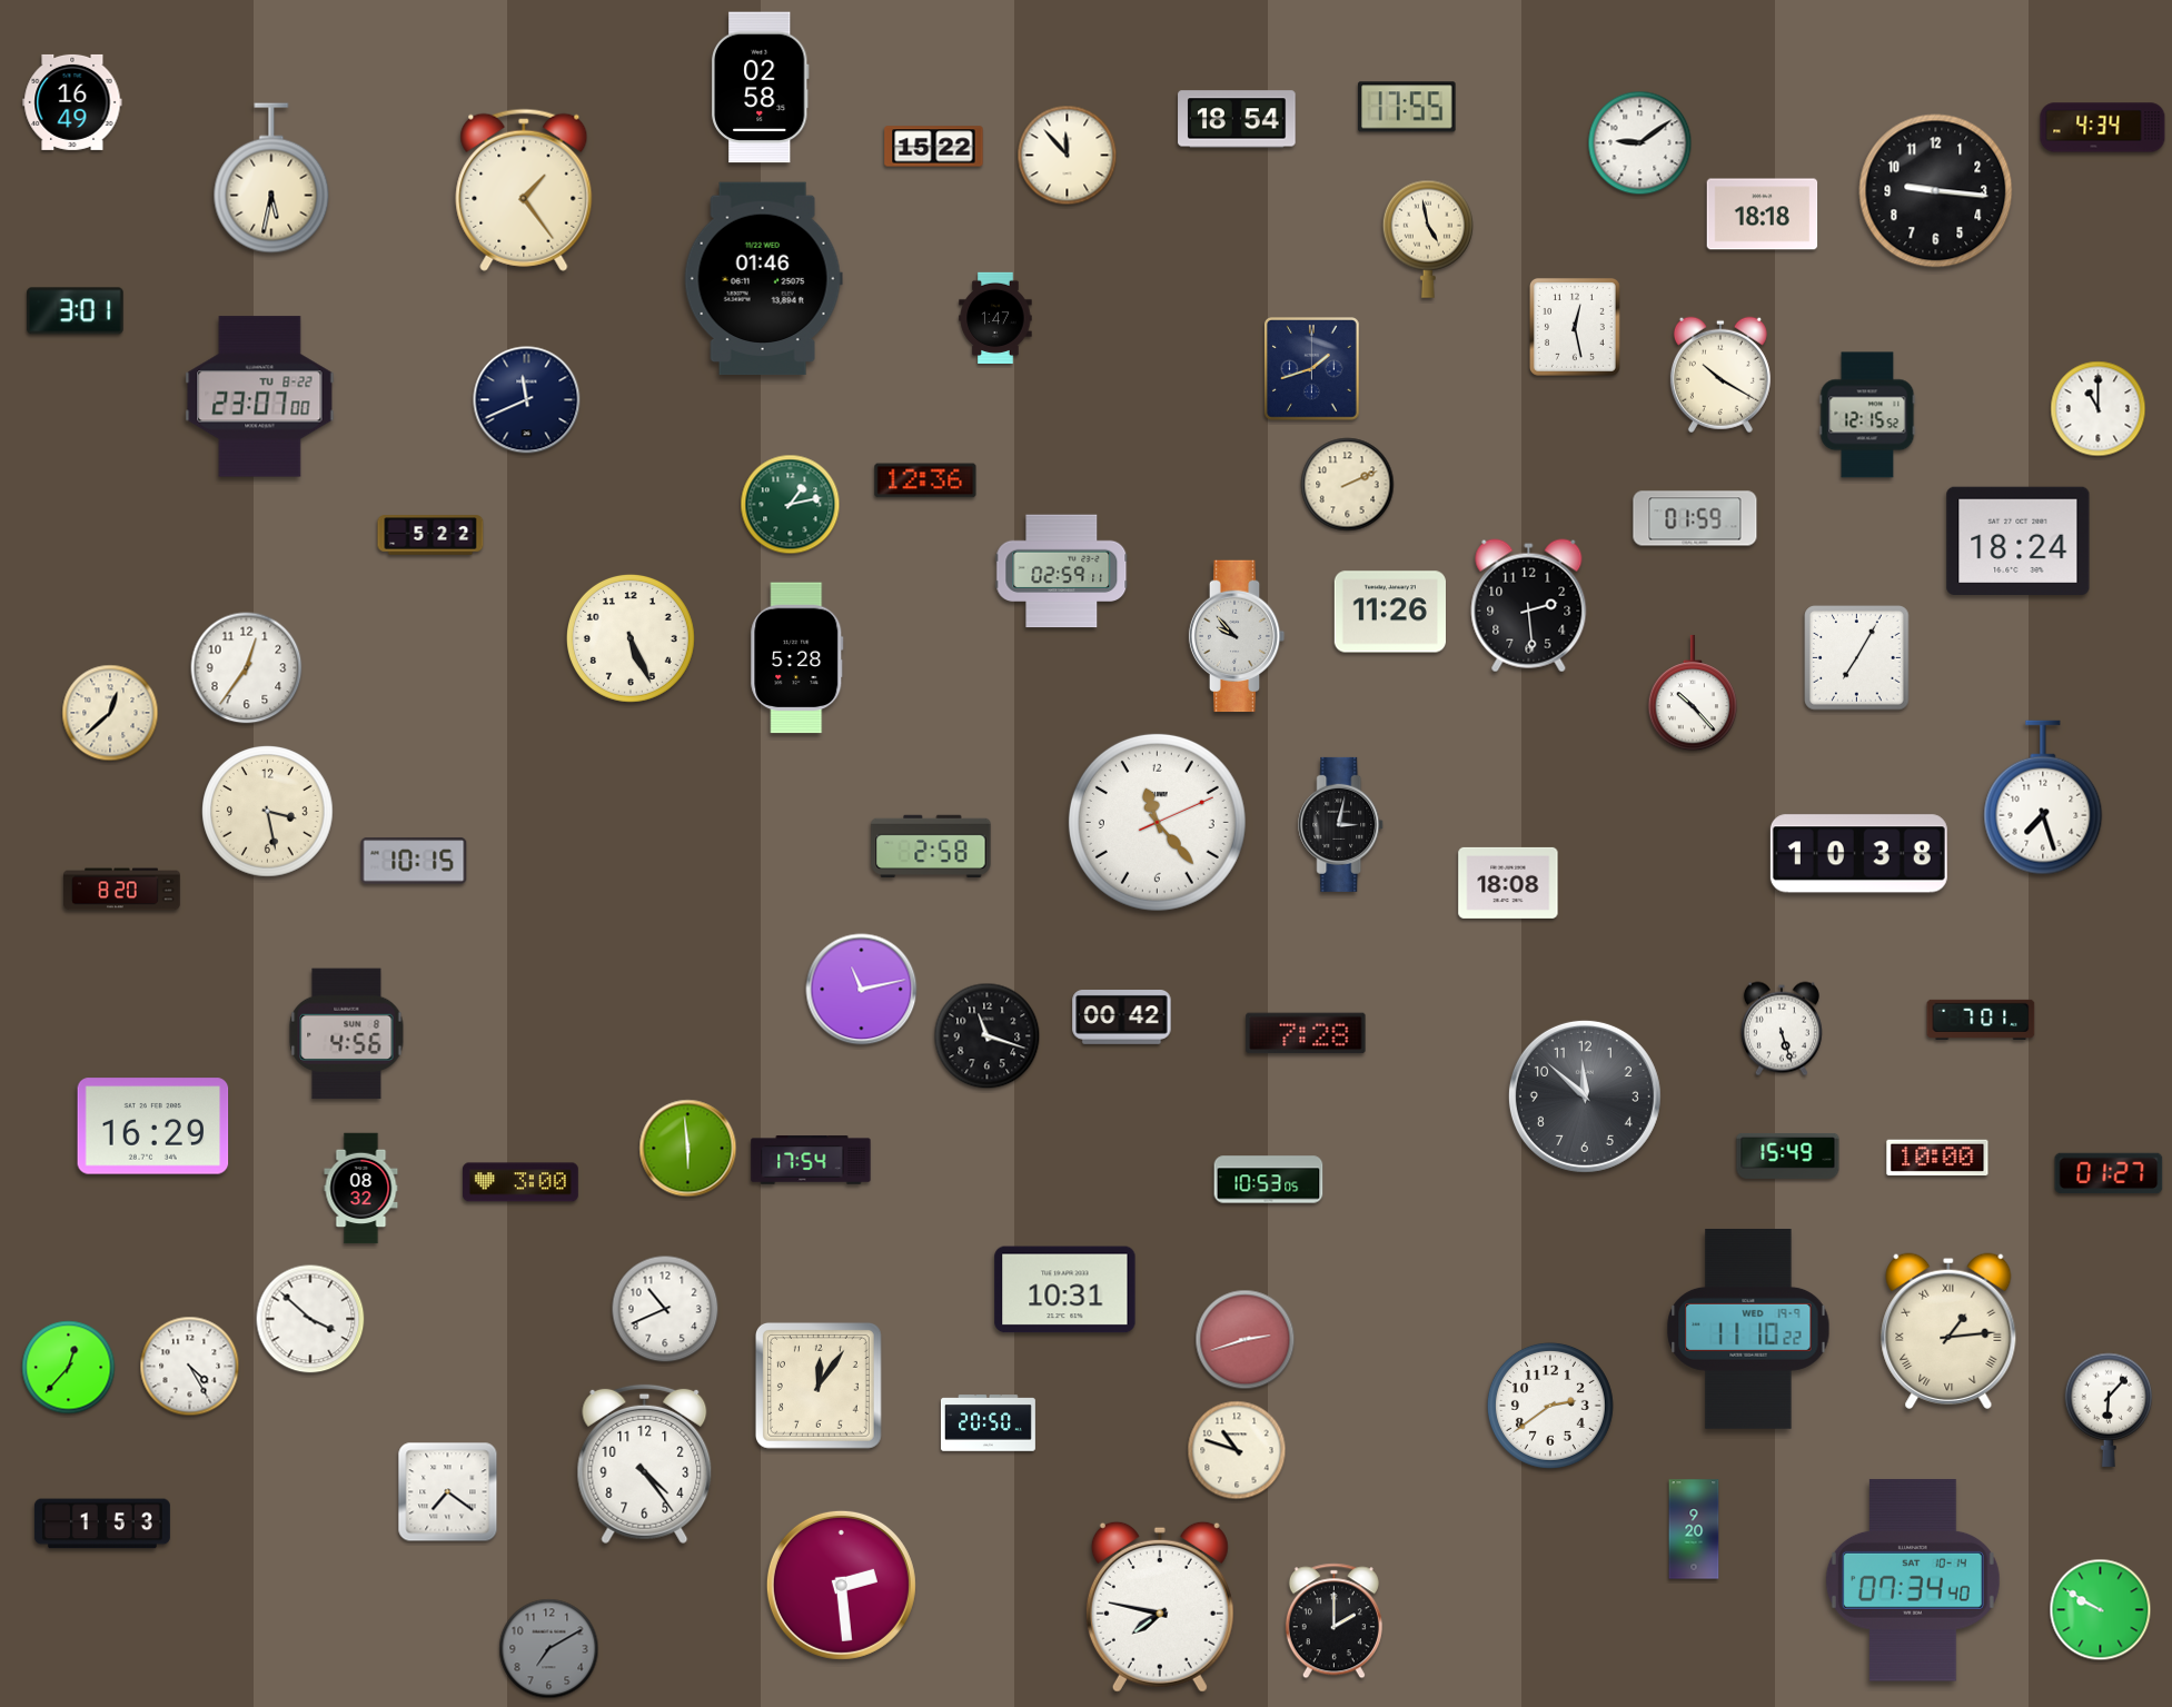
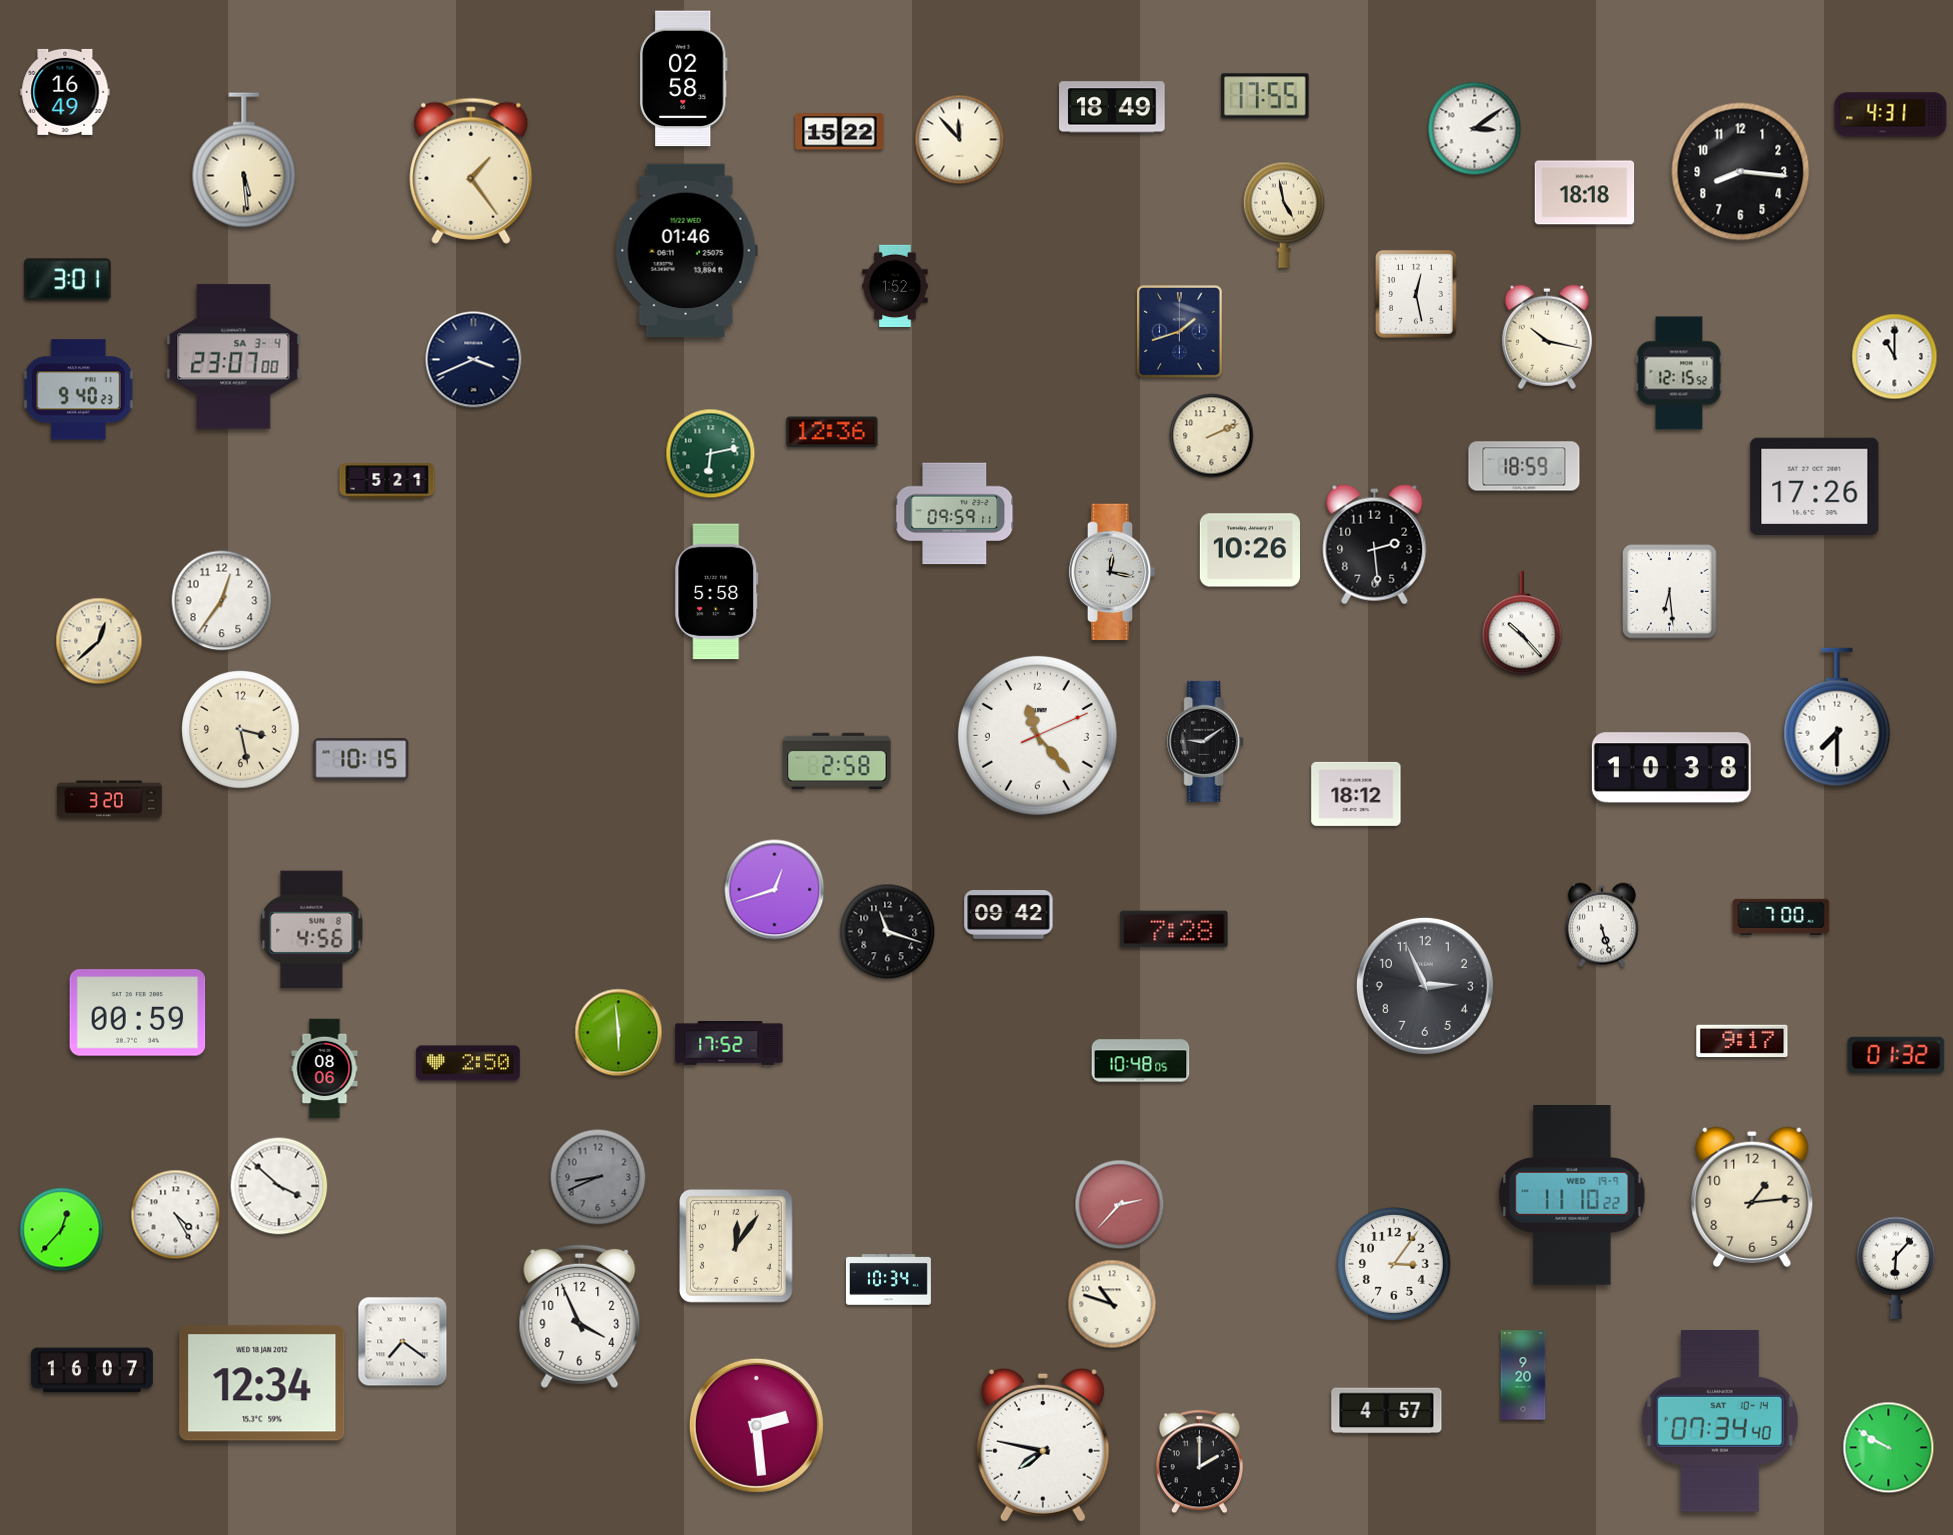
clock at (1237, 119): 18:54 -> 18:49
clock at (2103, 128): 4:34 -> 4:31
clock at (1640, 143): 9:09 -> 3:09
clock at (271, 178): 5:32 -> 5:29
clock at (1936, 191): 9:16 -> 8:16
clock at (995, 317): 1:47 -> 1:52
clock at (1720, 375): 10:20 -> 10:17
clock at (260, 397) date: TU 8-22 -> SA 3-4
clock at (527, 400): 11:41 -> 3:41
clock at (2099, 409) position: (2099, 409) -> (1895, 357)
clock at (79, 390): none -> 9:40
clock at (791, 505): 1:13 -> 6:13
clock at (1695, 518): 01:59 -> 18:59
clock at (430, 535): 5:22 -> 5:21
clock at (2019, 540): 18:24 -> 17:26
clock at (1062, 572): 02:59 -> 09:59
clock at (1389, 612): 11:26 -> 10:26
clock at (1237, 636): 9:53 -> 12:17
clock at (631, 638): 5:26 -> none
clock at (797, 658): 5:28 -> 5:58
clock at (1857, 658): 7:05 -> 6:29
clock at (2043, 797): 7:27 -> 7:30
clock at (1157, 822) position: (1157, 822) -> (1037, 735)
clock at (1341, 824): 3:02 -> 9:09
clock at (414, 861) position: (414, 861) -> (361, 759)
clock at (1508, 883): 18:08 -> 18:12
clock at (122, 890): 8:20 -> 3:20
clock at (862, 990): 11:13 -> 12:42
clock at (1122, 1018): 00:42 -> 09:42
clock at (1981, 1020): 7:01 -> 7:00
clock at (1585, 1096): 11:52 -> 2:56
clock at (153, 1127): 16:29 -> 00:59
clock at (1788, 1155): 15:49 -> none
clock at (1937, 1158): 10:00 -> 9:17
clock at (811, 1160): 17:54 -> 17:52
clock at (2109, 1173): 01:27 -> 01:32
clock at (1269, 1180): 10:53 -> 10:48
clock at (520, 1182): 3:00 -> 2:50
clock at (361, 1189): 08:32 -> 08:06
clock at (1065, 1290): 10:31 -> none
clock at (665, 1309): 10:41 -> 8:41
clock at (665, 1309) dial: white -> grey
clock at (1948, 1331) numerals: Roman -> Arabic
clock at (1246, 1340): 2:42 -> 2:37
clock at (190, 1367) position: (190, 1367) -> (176, 1215)
clock at (1550, 1406): 2:39 -> 3:06
clock at (988, 1423): 20:50 -> 10:34
clock at (645, 1465): 4:24 -> 3:56
clock at (102, 1524): 1:53 -> 16:07
clock at (262, 1383): none -> 12:34
clock at (1387, 1411): none -> 4:57
clock at (1333, 1621) position: (1333, 1621) -> (1199, 1462)
clock at (549, 1649): 7:10 -> none
